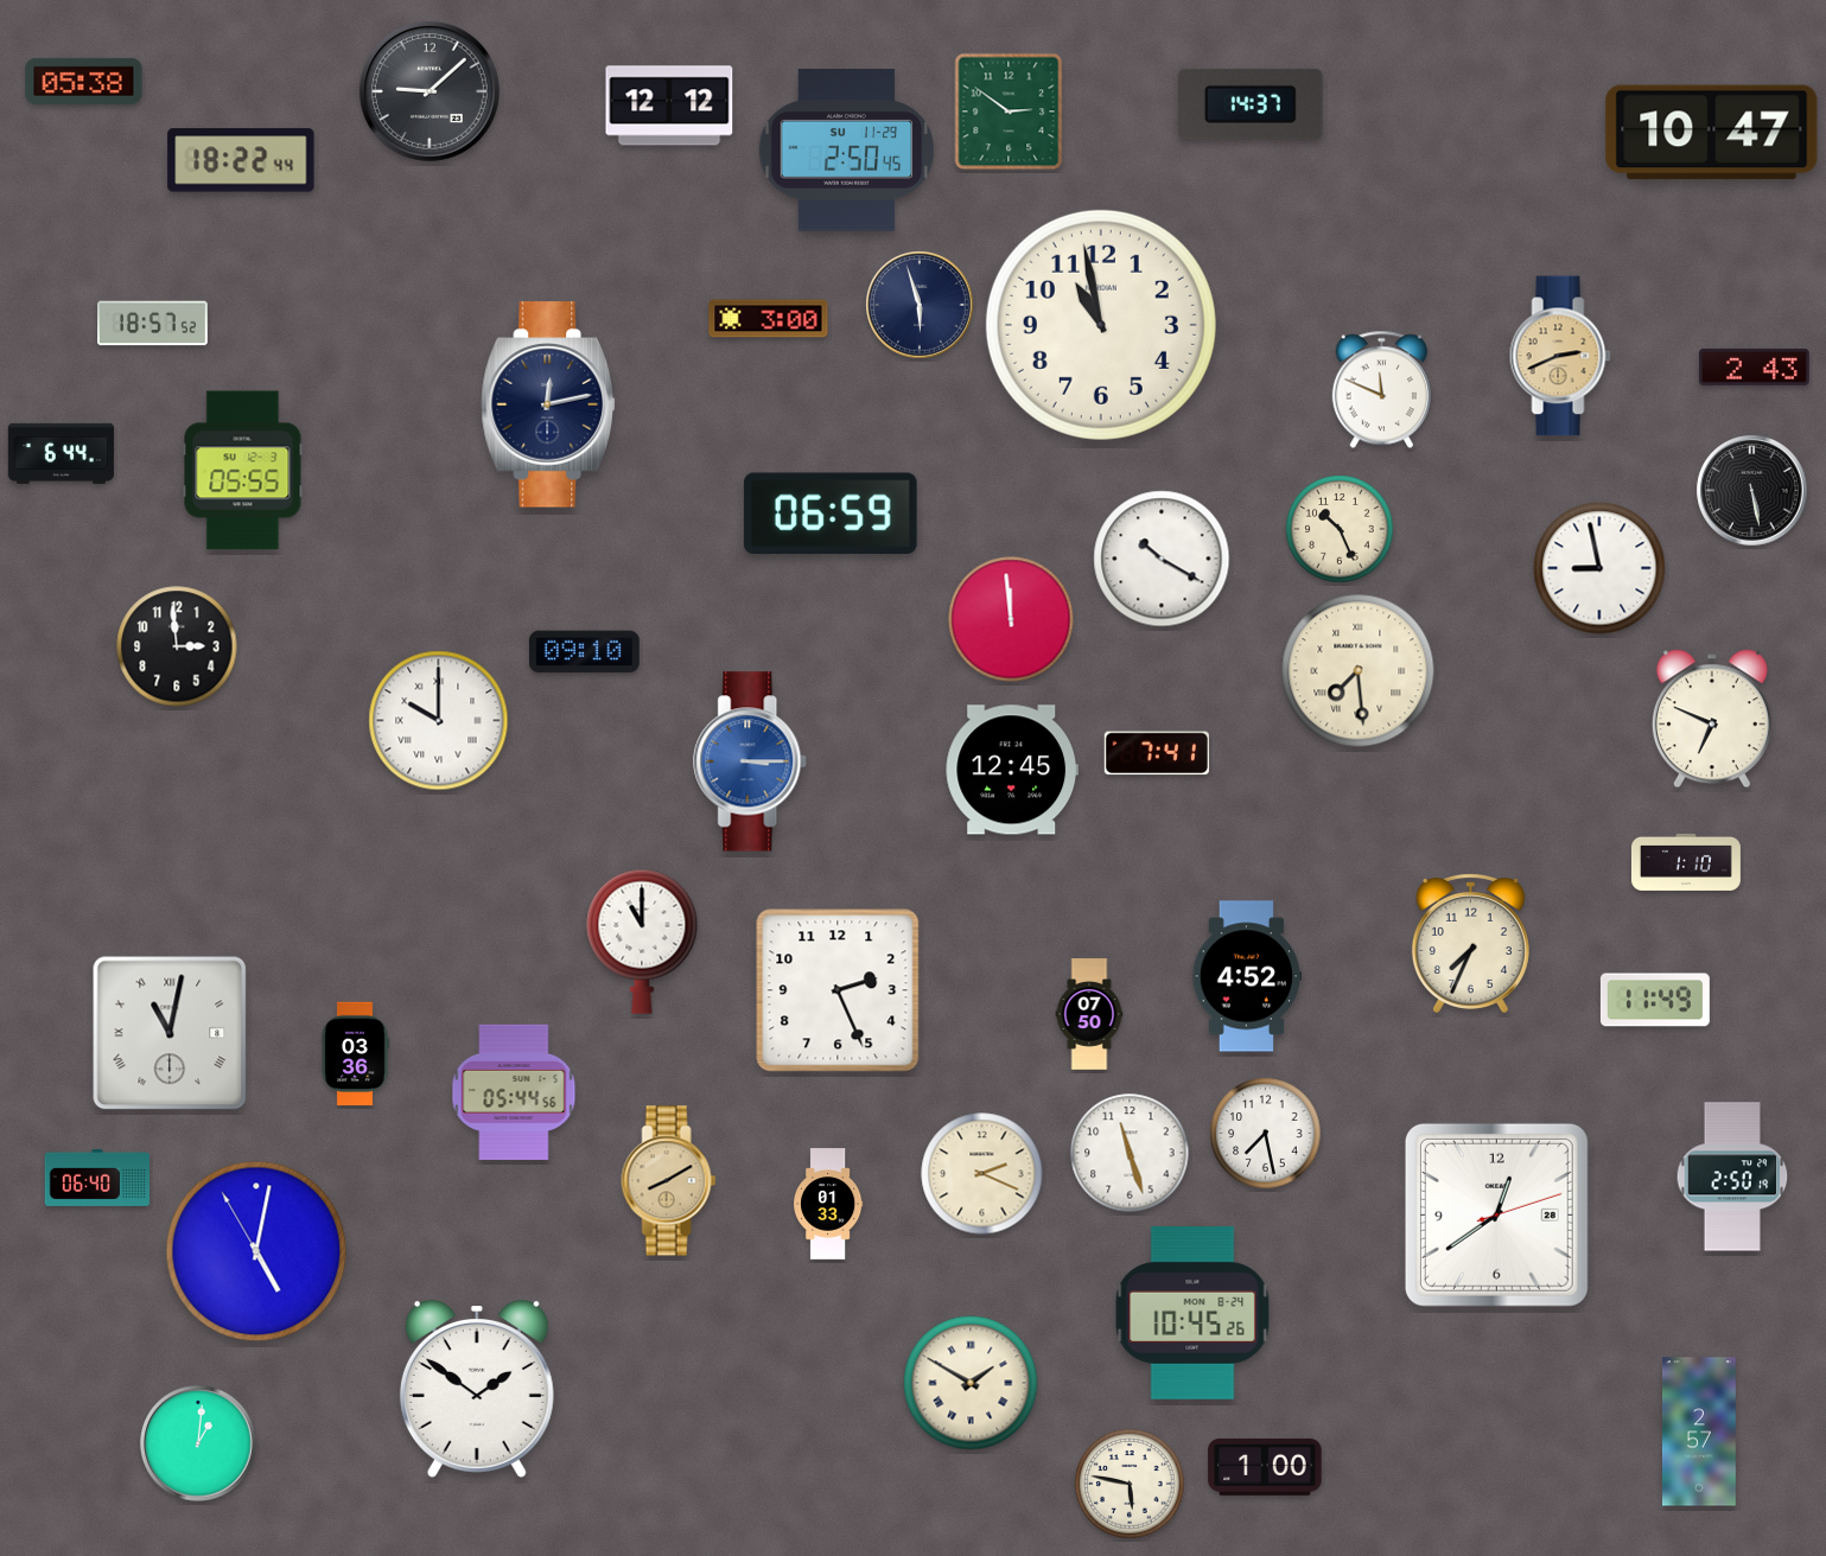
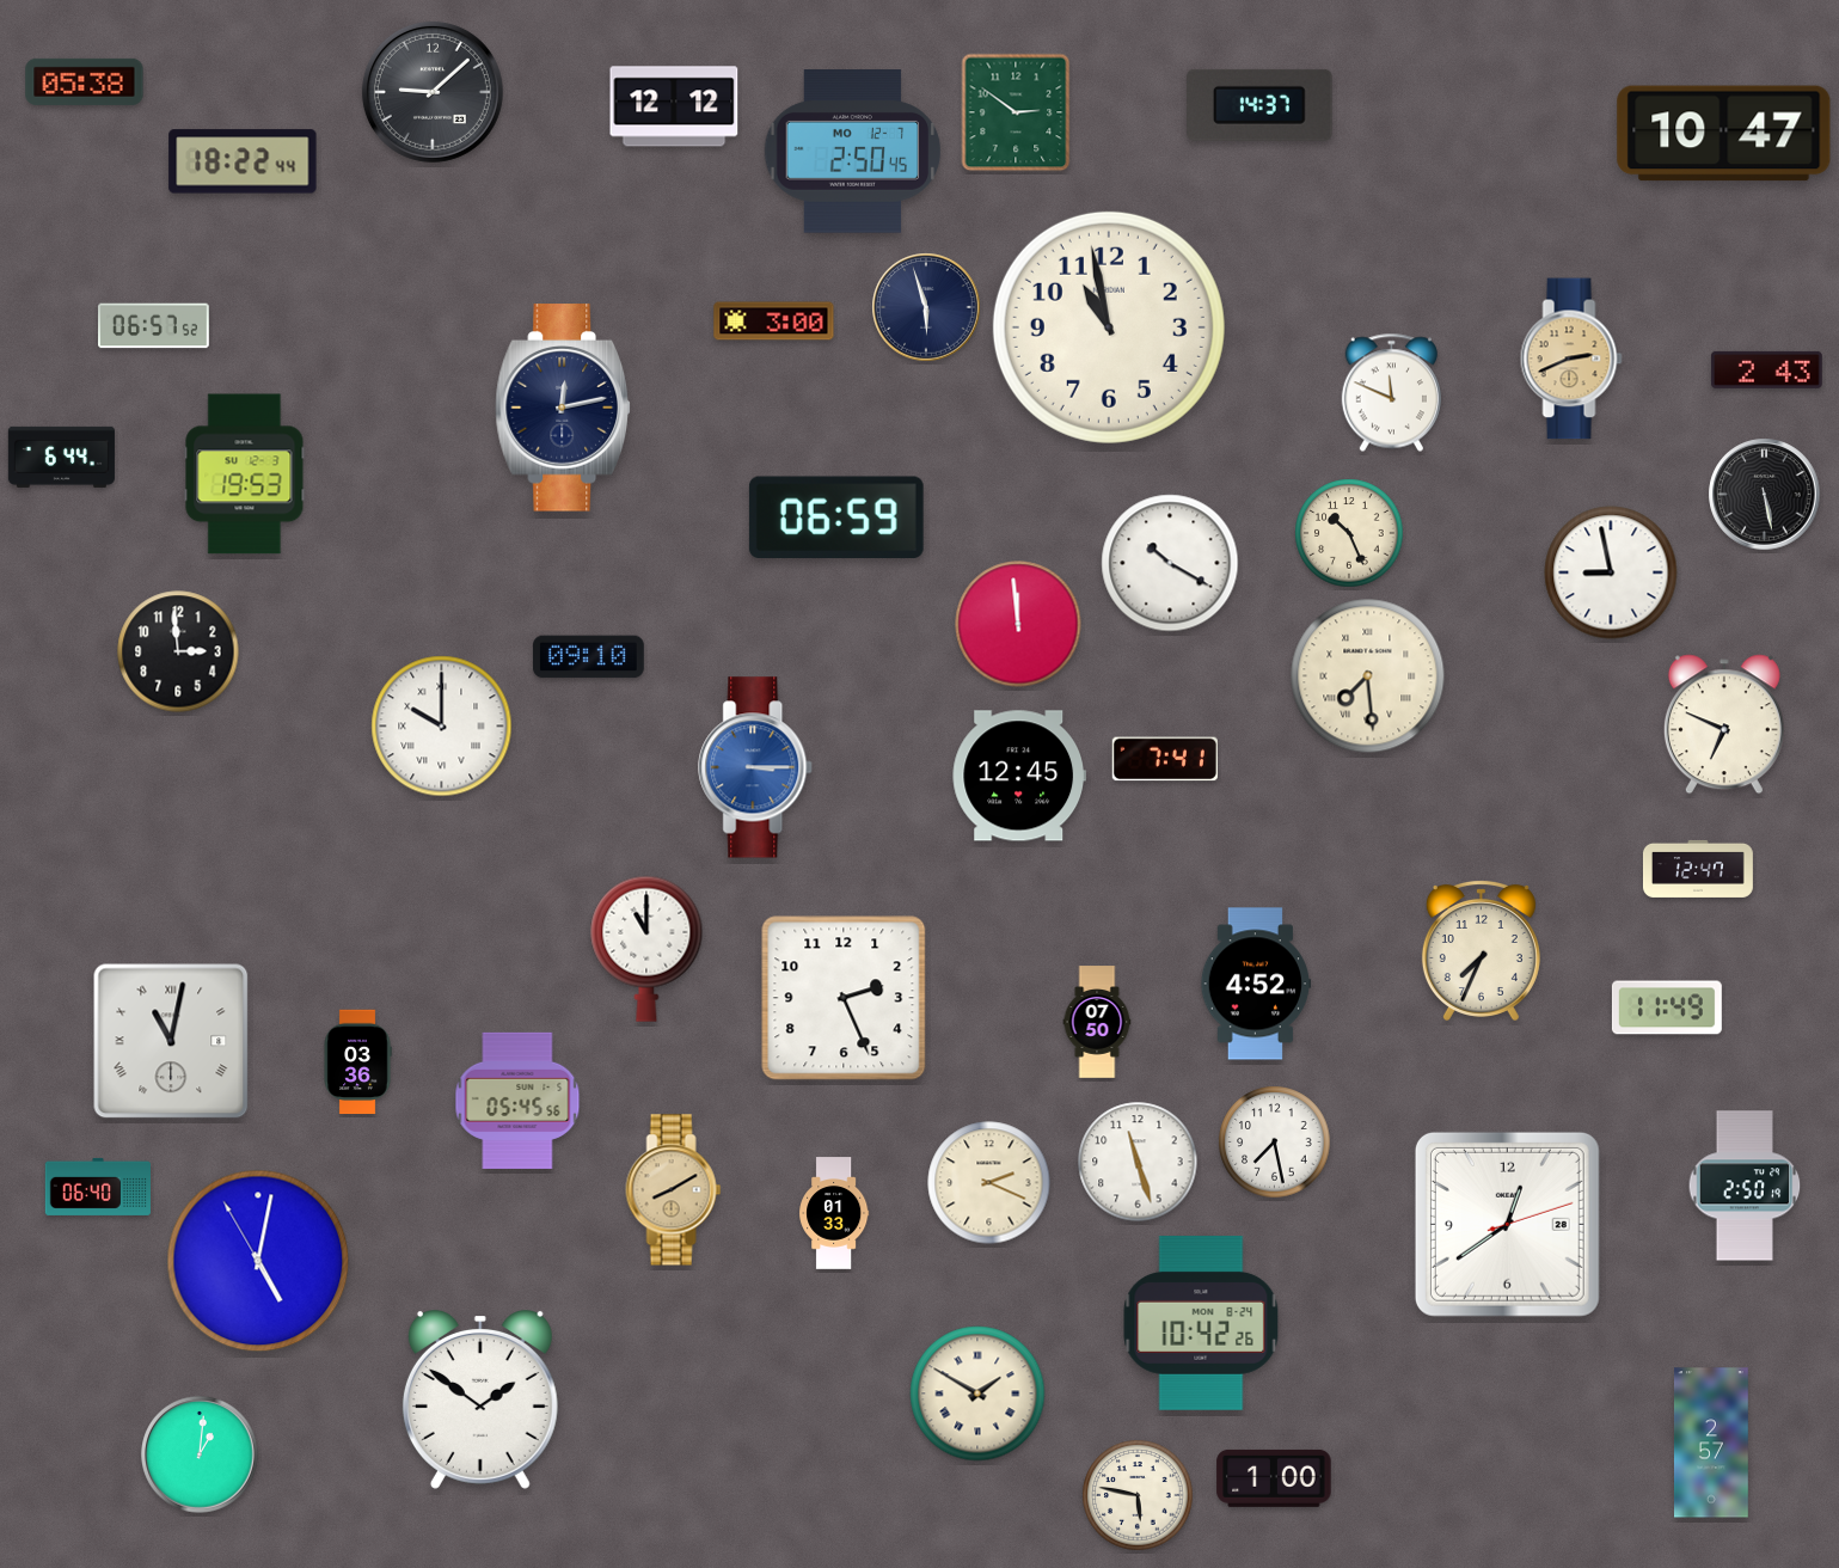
clock at (847, 151) date: SU 11-29 -> MO 12-7
clock at (153, 324): 18:57 -> 06:57
clock at (548, 404) position: (548, 404) -> (563, 408)
clock at (243, 471): 05:55 -> 19:53
clock at (1686, 862): 1:10 -> 12:47
clock at (514, 1092): 05:44 -> 05:45
clock at (1192, 1314): 10:45 -> 10:42
